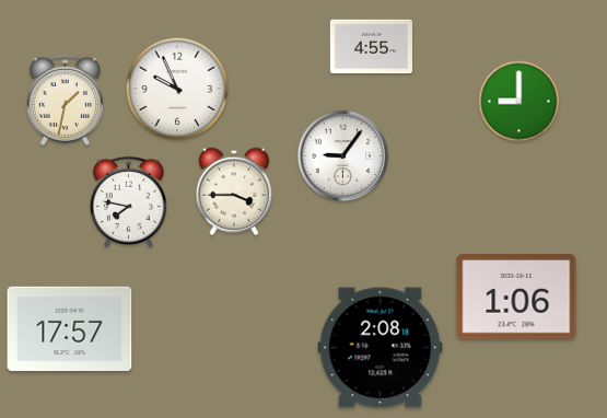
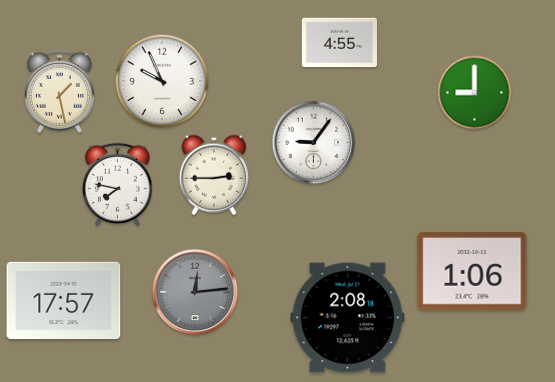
clock at (65, 100): 1:32 -> 1:28
clock at (234, 191): 3:45 -> 2:45
clock at (195, 292): none -> 12:14
